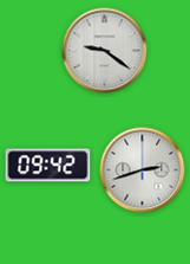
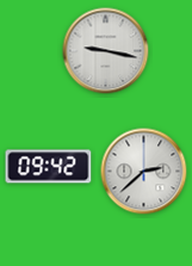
clock at (105, 51): 9:21 -> 9:17
clock at (143, 170): 2:42 -> 2:38
